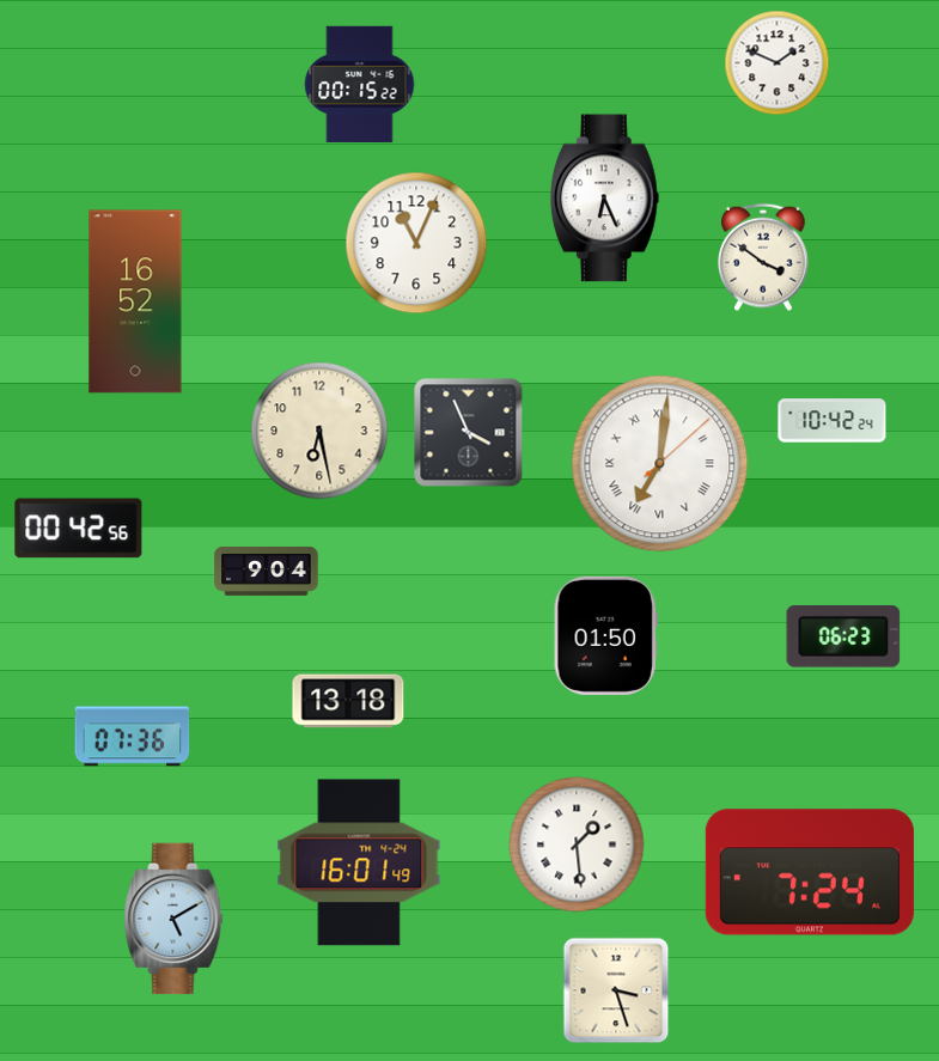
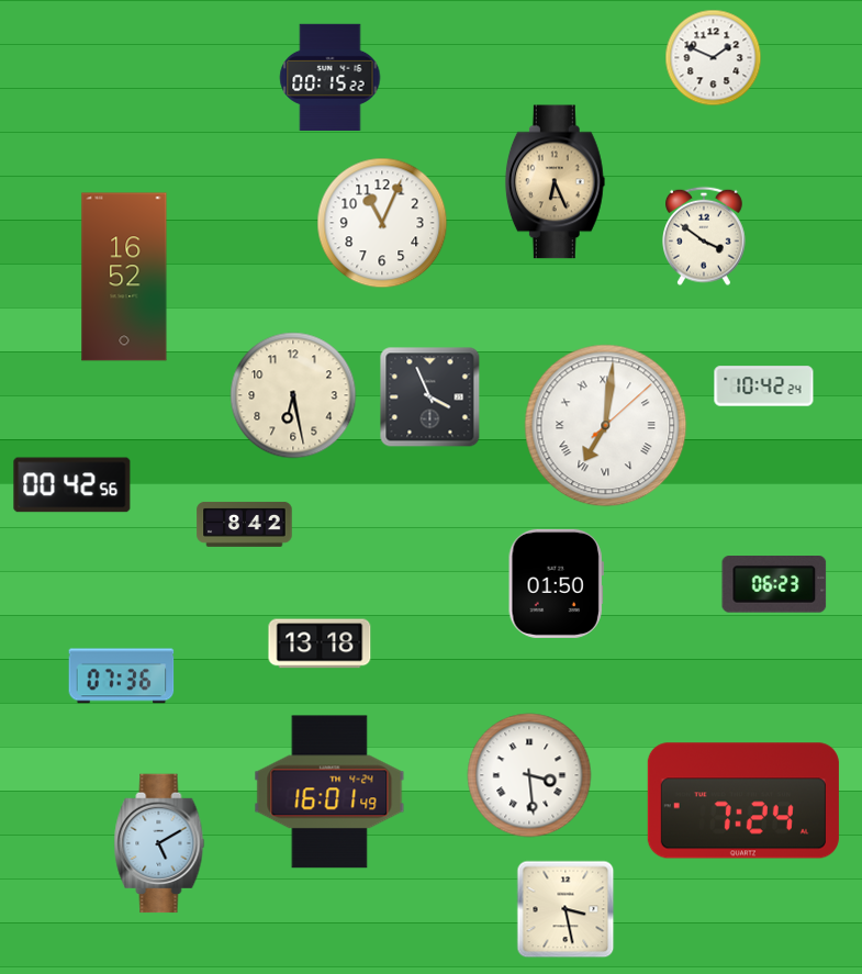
clock at (604, 199) dial: white -> champagne
clock at (764, 257) position: (764, 257) -> (705, 236)
clock at (267, 571): 9:04 -> 8:42
clock at (577, 844): 1:29 -> 3:29
clock at (616, 990): 3:27 -> 3:28
